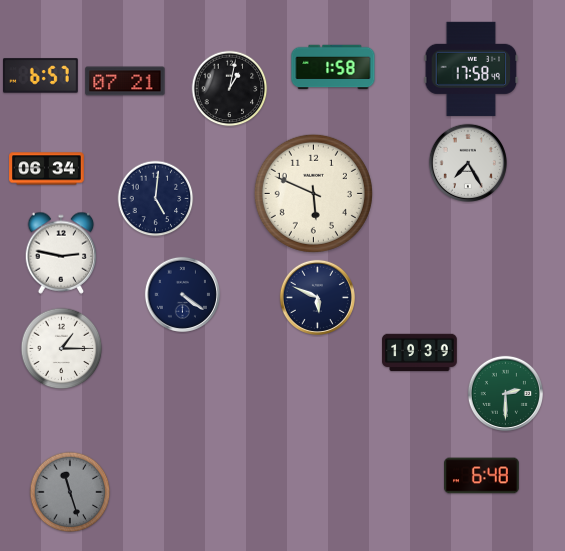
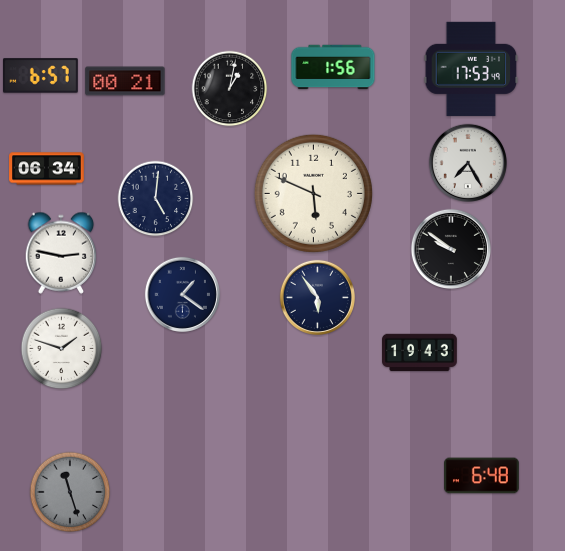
clock at (333, 67): 1:58 -> 1:56
clock at (471, 69): 17:58 -> 17:53
clock at (125, 81): 07:21 -> 00:21
clock at (450, 248): none -> 9:51
clock at (182, 294): 4:21 -> 1:21
clock at (317, 297): 5:49 -> 5:54
clock at (62, 349): 1:15 -> 1:48
clock at (420, 353): 19:39 -> 19:43
clock at (505, 393): 2:30 -> none
